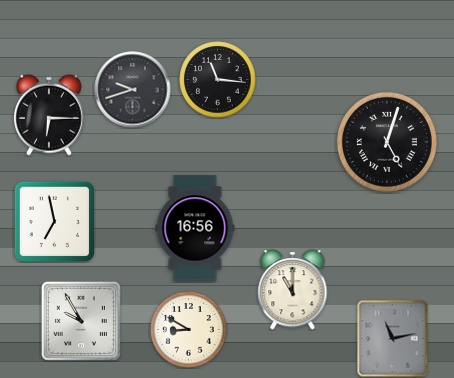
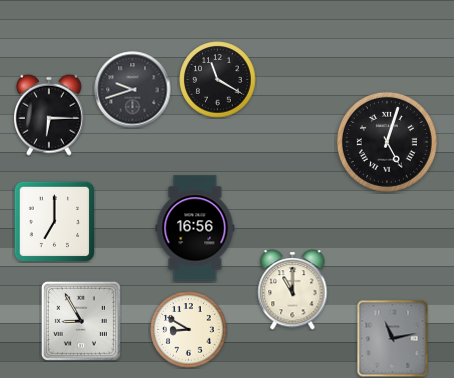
clock at (218, 80): 11:16 -> 11:20
clock at (54, 221): 6:58 -> 7:00
clock at (81, 321): 9:55 -> 8:55
